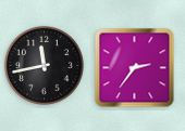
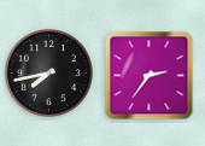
clock at (44, 65): 11:43 -> 7:43
